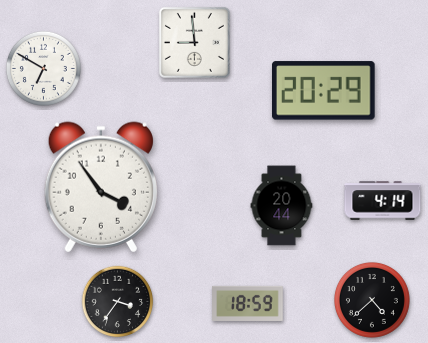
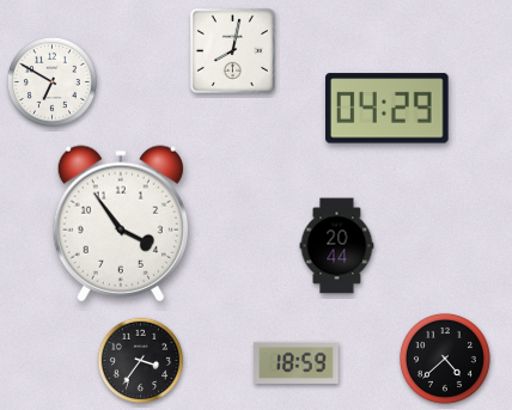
clock at (194, 42): 8:59 -> 8:02
clock at (324, 91): 20:29 -> 04:29
clock at (383, 201): 4:14 -> none
